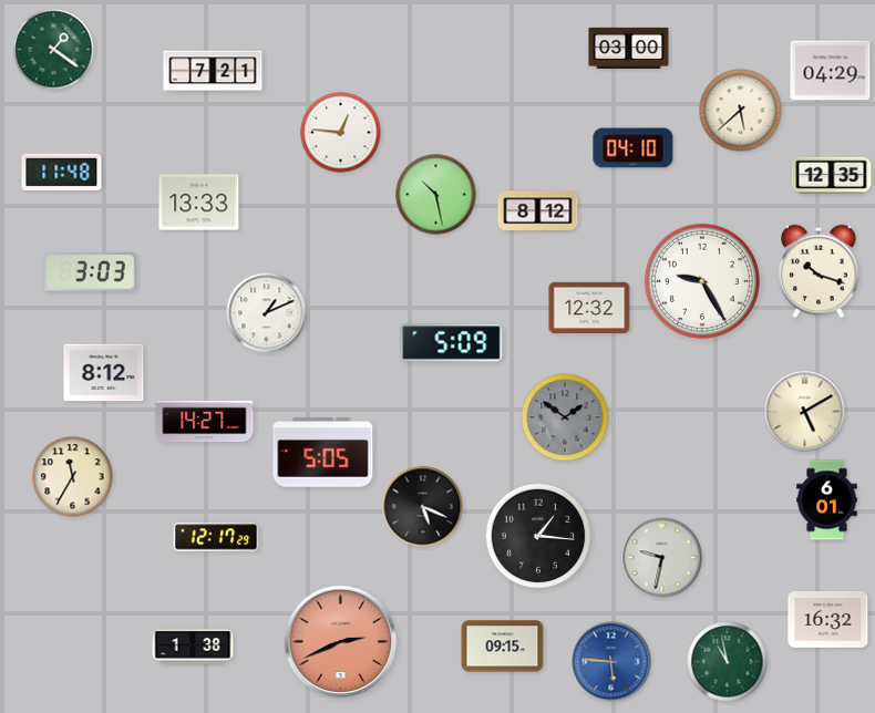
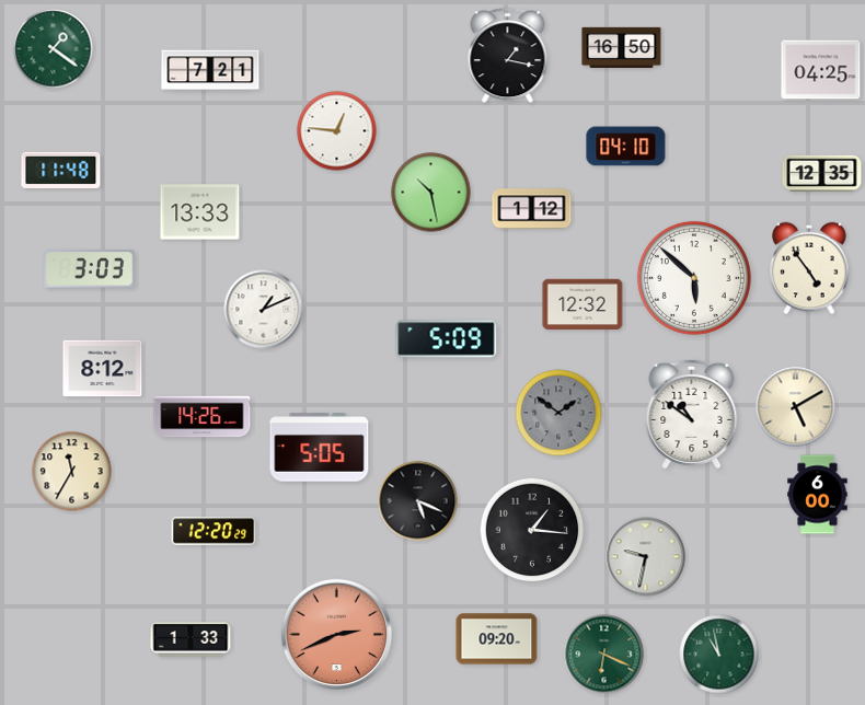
clock at (629, 48): 03:00 -> 16:50
clock at (508, 56): none -> 1:17
clock at (831, 71): 04:29 -> 04:25
clock at (741, 111): 5:38 -> none
clock at (199, 203) position: (199, 203) -> (200, 212)
clock at (538, 211): 8:12 -> 1:12
clock at (819, 271): 10:18 -> 4:54
clock at (702, 281): 9:25 -> 5:52
clock at (692, 414): none -> 10:51
clock at (205, 422): 14:27 -> 14:26
clock at (827, 500): 6:01 -> 6:00
clock at (216, 537): 12:17 -> 12:20
clock at (662, 558) position: (662, 558) -> (646, 557)
clock at (828, 620): 16:32 -> none
clock at (193, 647): 1:38 -> 1:33
clock at (503, 647): 09:15 -> 09:20
clock at (611, 662): 5:46 -> 6:19
clock at (611, 662) dial: blue -> green
